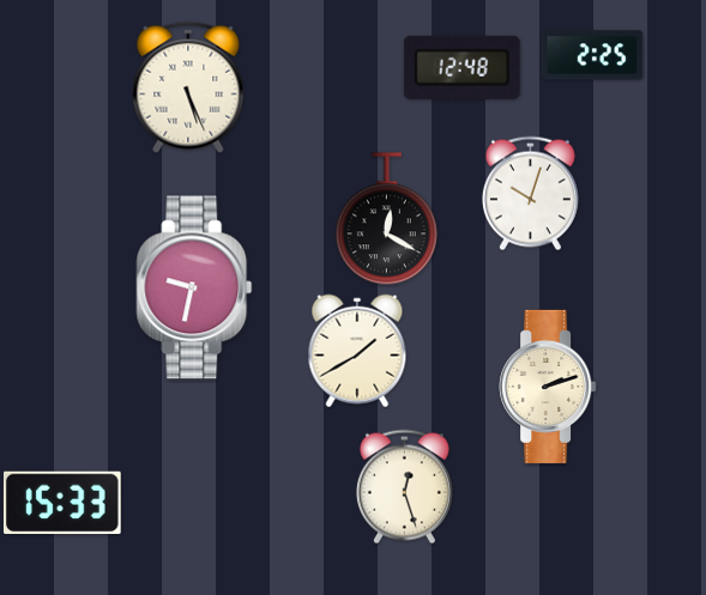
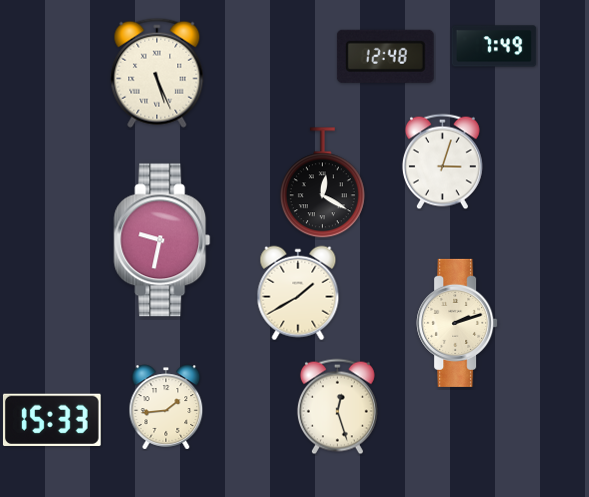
clock at (592, 55): 2:25 -> 7:49
clock at (530, 194): 10:03 -> 3:03
clock at (166, 407): none -> 1:44
